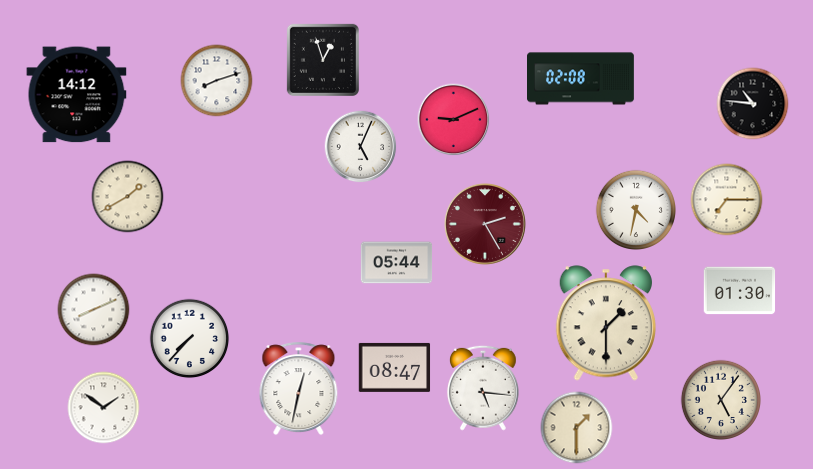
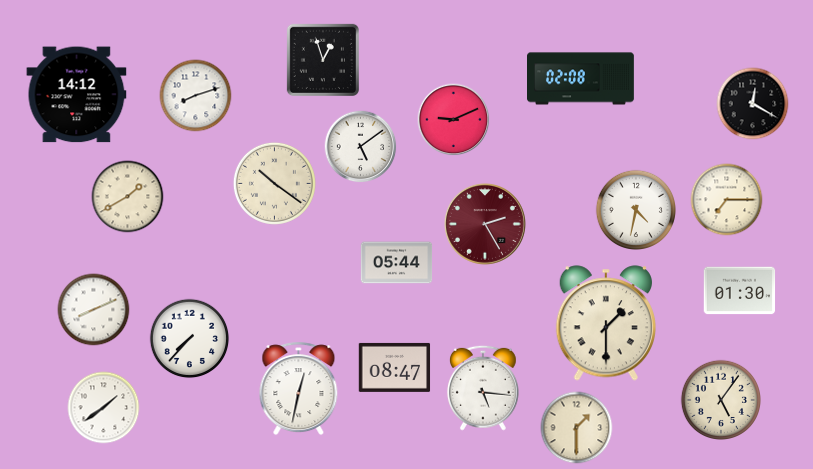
clock at (217, 81) position: (217, 81) -> (196, 96)
clock at (753, 104): 10:46 -> 12:20
clock at (361, 147): 5:04 -> 5:09
clock at (274, 183): none -> 10:21
clock at (104, 408): 1:51 -> 1:39
